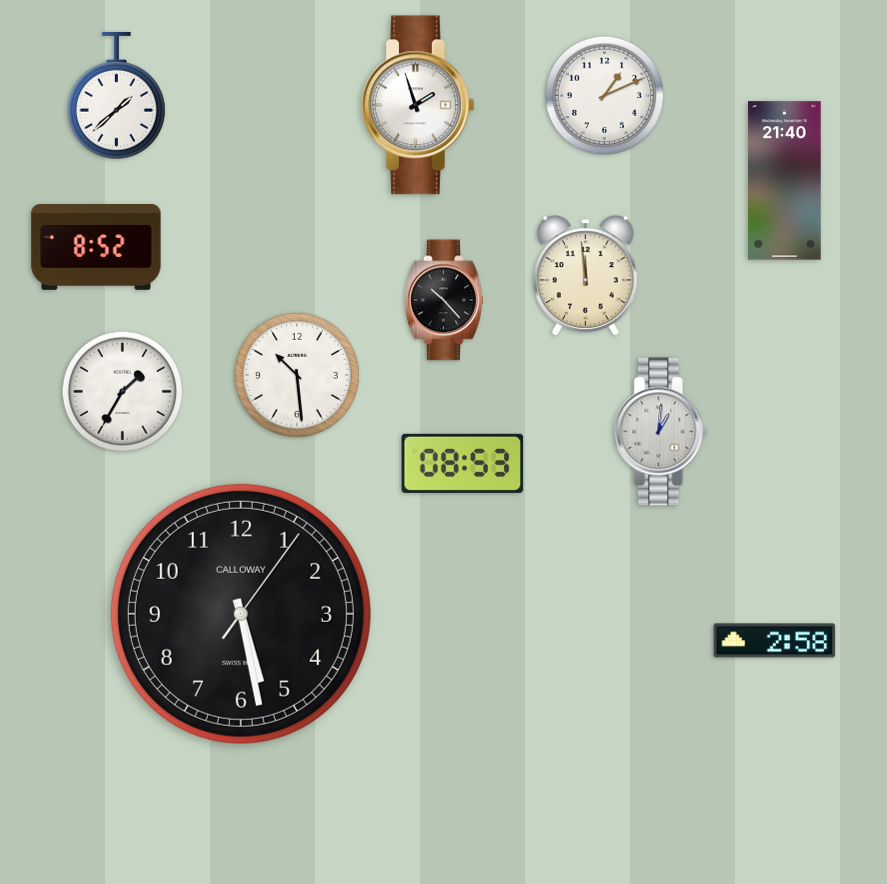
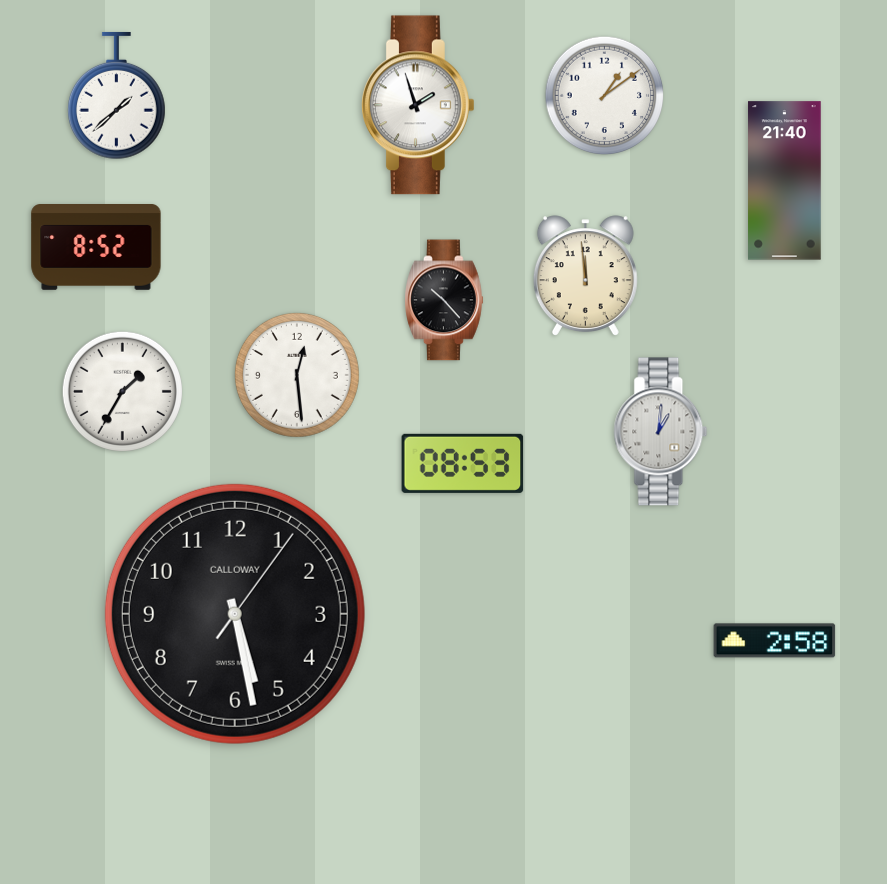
clock at (605, 96): 1:11 -> 1:09
clock at (297, 375): 10:29 -> 12:29
clock at (241, 614) position: (241, 614) -> (235, 614)
